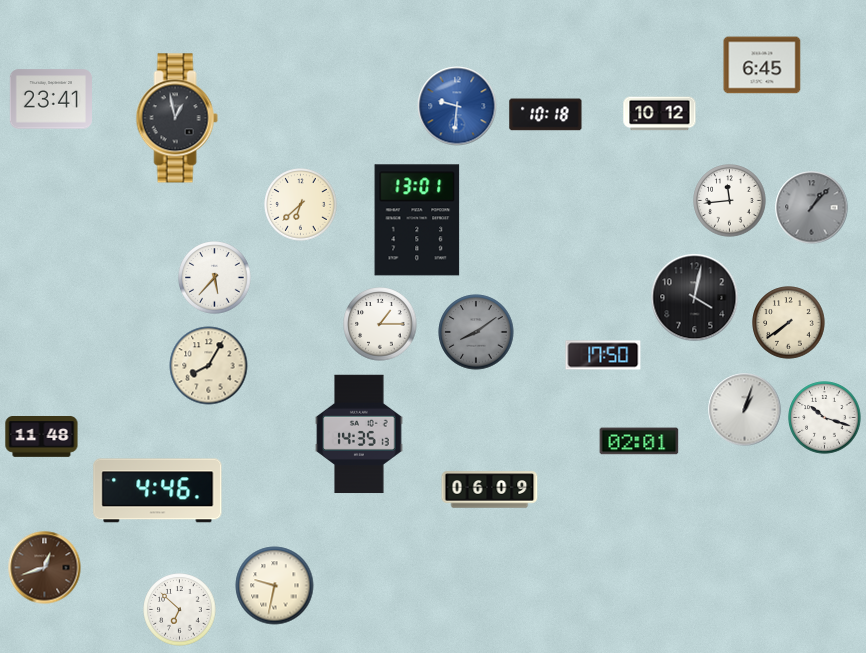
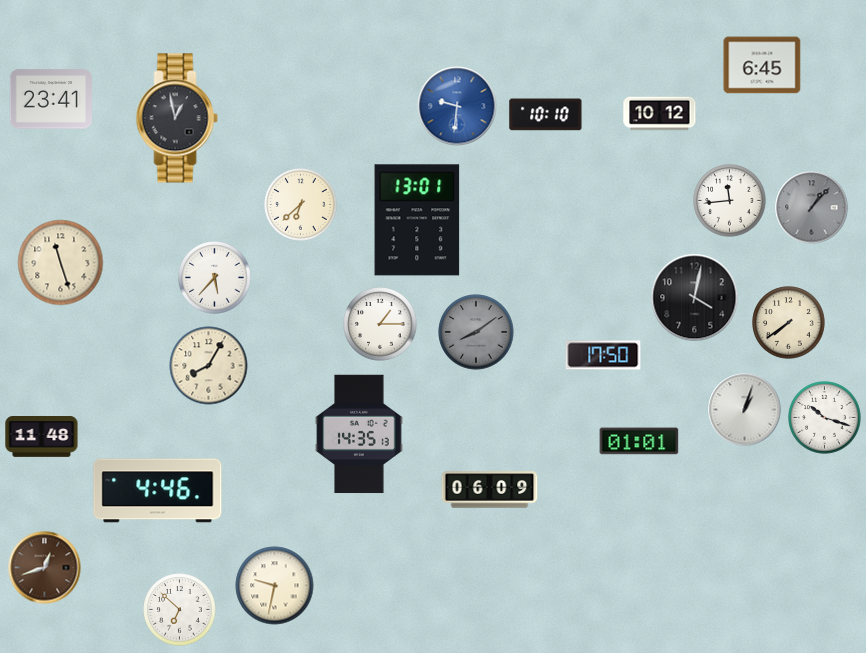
clock at (546, 115): 10:18 -> 10:10
clock at (61, 263): none -> 11:27
clock at (639, 441): 02:01 -> 01:01
